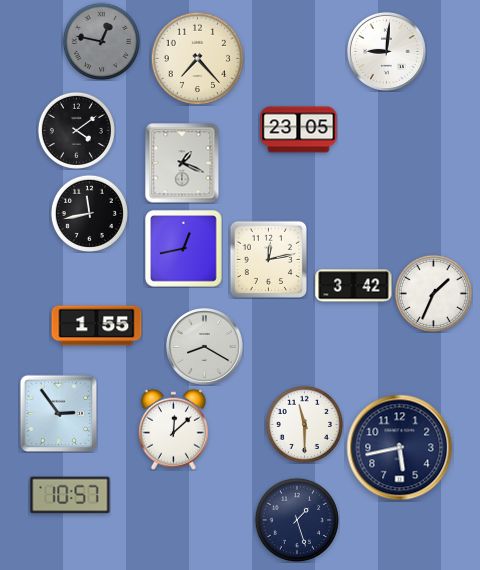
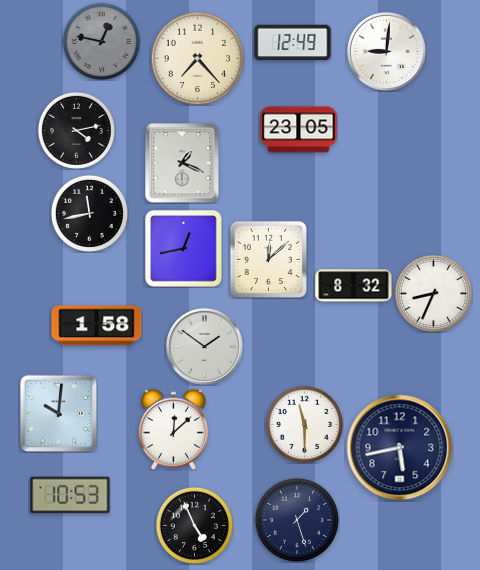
clock at (293, 43): none -> 12:49
clock at (76, 130): 4:09 -> 4:13
clock at (268, 259): 12:13 -> 12:08
clock at (354, 286): 3:42 -> 8:32
clock at (433, 293): 1:34 -> 8:34
clock at (97, 326): 1:55 -> 1:58
clock at (205, 347): 8:20 -> 1:51
clock at (58, 413): 2:54 -> 10:01
clock at (70, 495): 10:57 -> 10:53
clock at (194, 525): none -> 4:56
